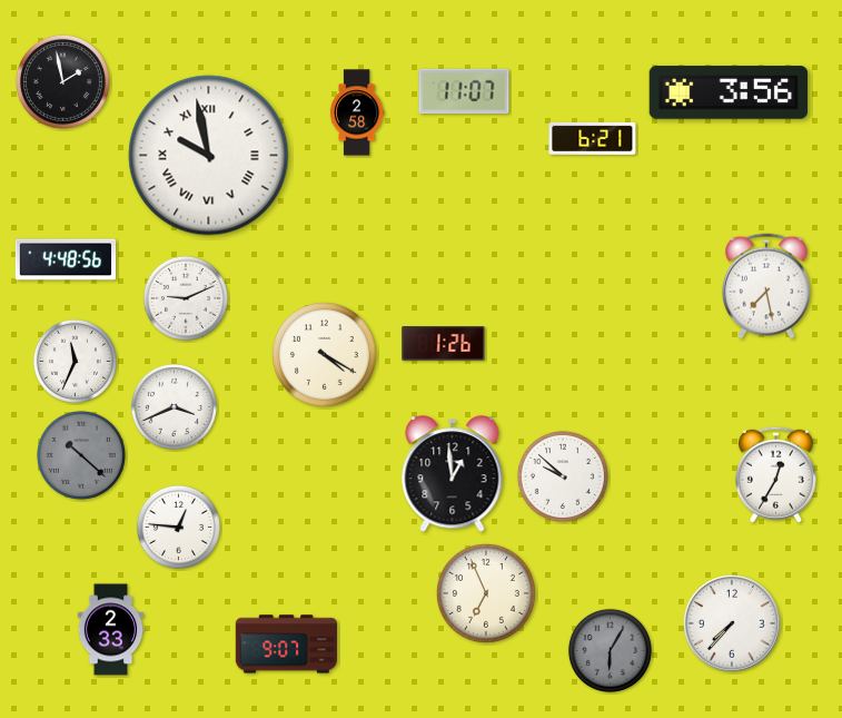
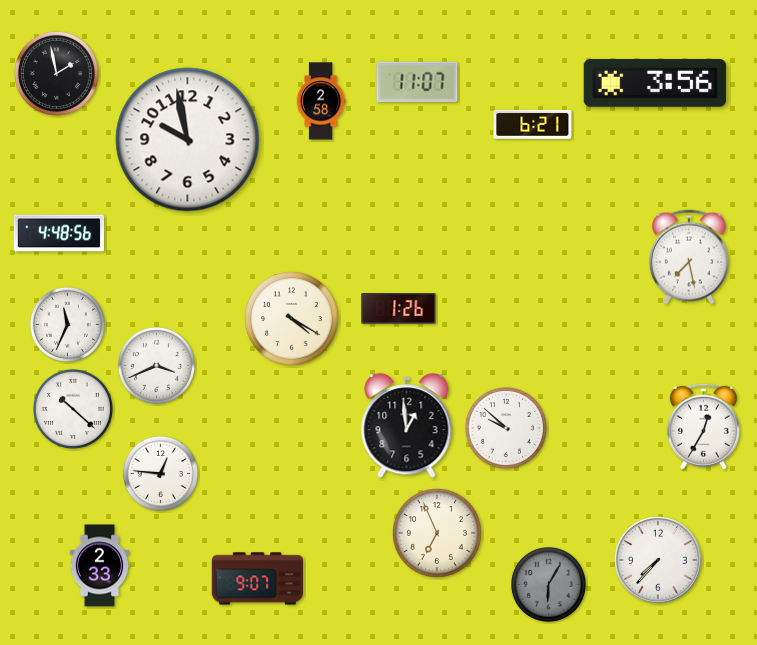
clock at (209, 156) numerals: Roman -> Arabic
clock at (186, 298): 9:11 -> none
clock at (81, 455) dial: grey -> white
clock at (775, 474) position: (775, 474) -> (703, 426)
